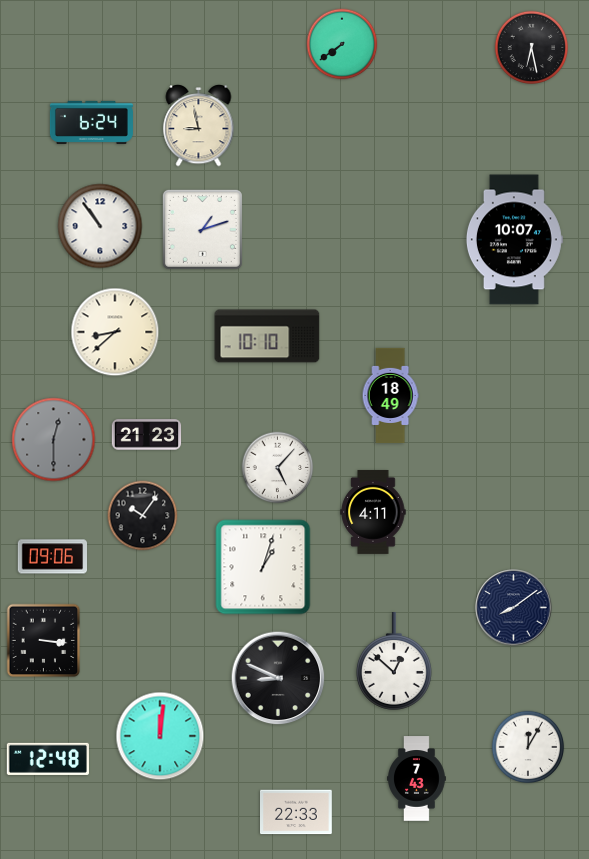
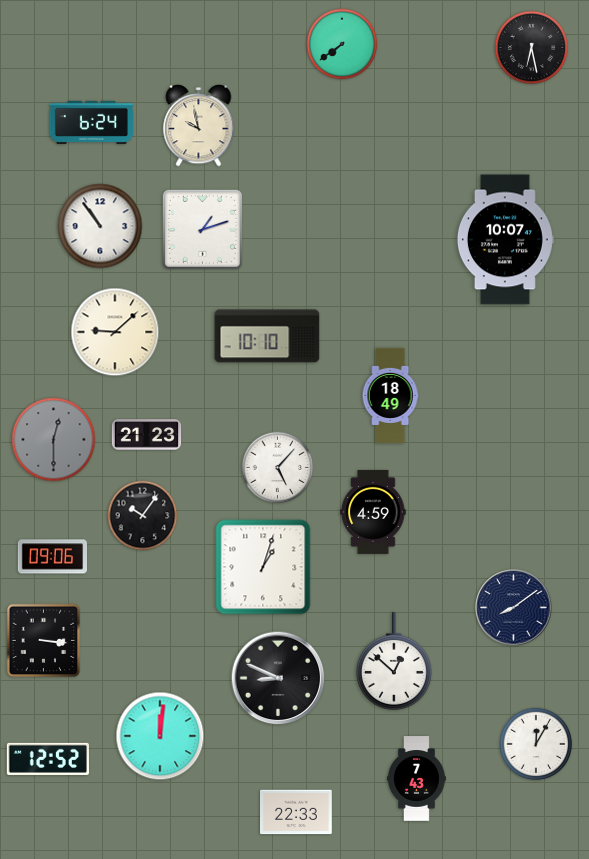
clock at (199, 126): 8:58 -> 9:58
clock at (514, 240) position: (514, 240) -> (505, 240)
clock at (115, 332): 8:38 -> 9:08
clock at (373, 512): 4:11 -> 4:59
clock at (528, 747) position: (528, 747) -> (536, 744)
clock at (48, 759): 12:48 -> 12:52
